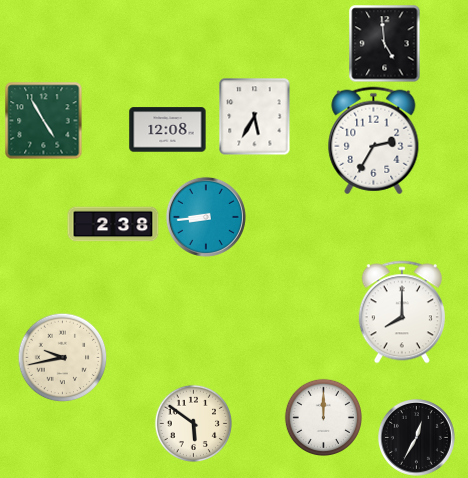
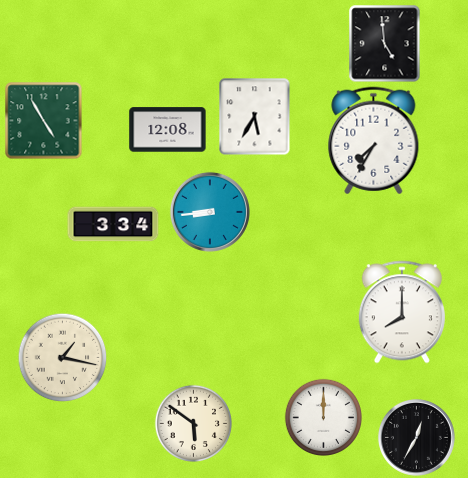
clock at (374, 141): 2:35 -> 7:35
clock at (206, 217) position: (206, 217) -> (210, 212)
clock at (113, 224): 2:38 -> 3:34
clock at (62, 357): 9:43 -> 1:17
